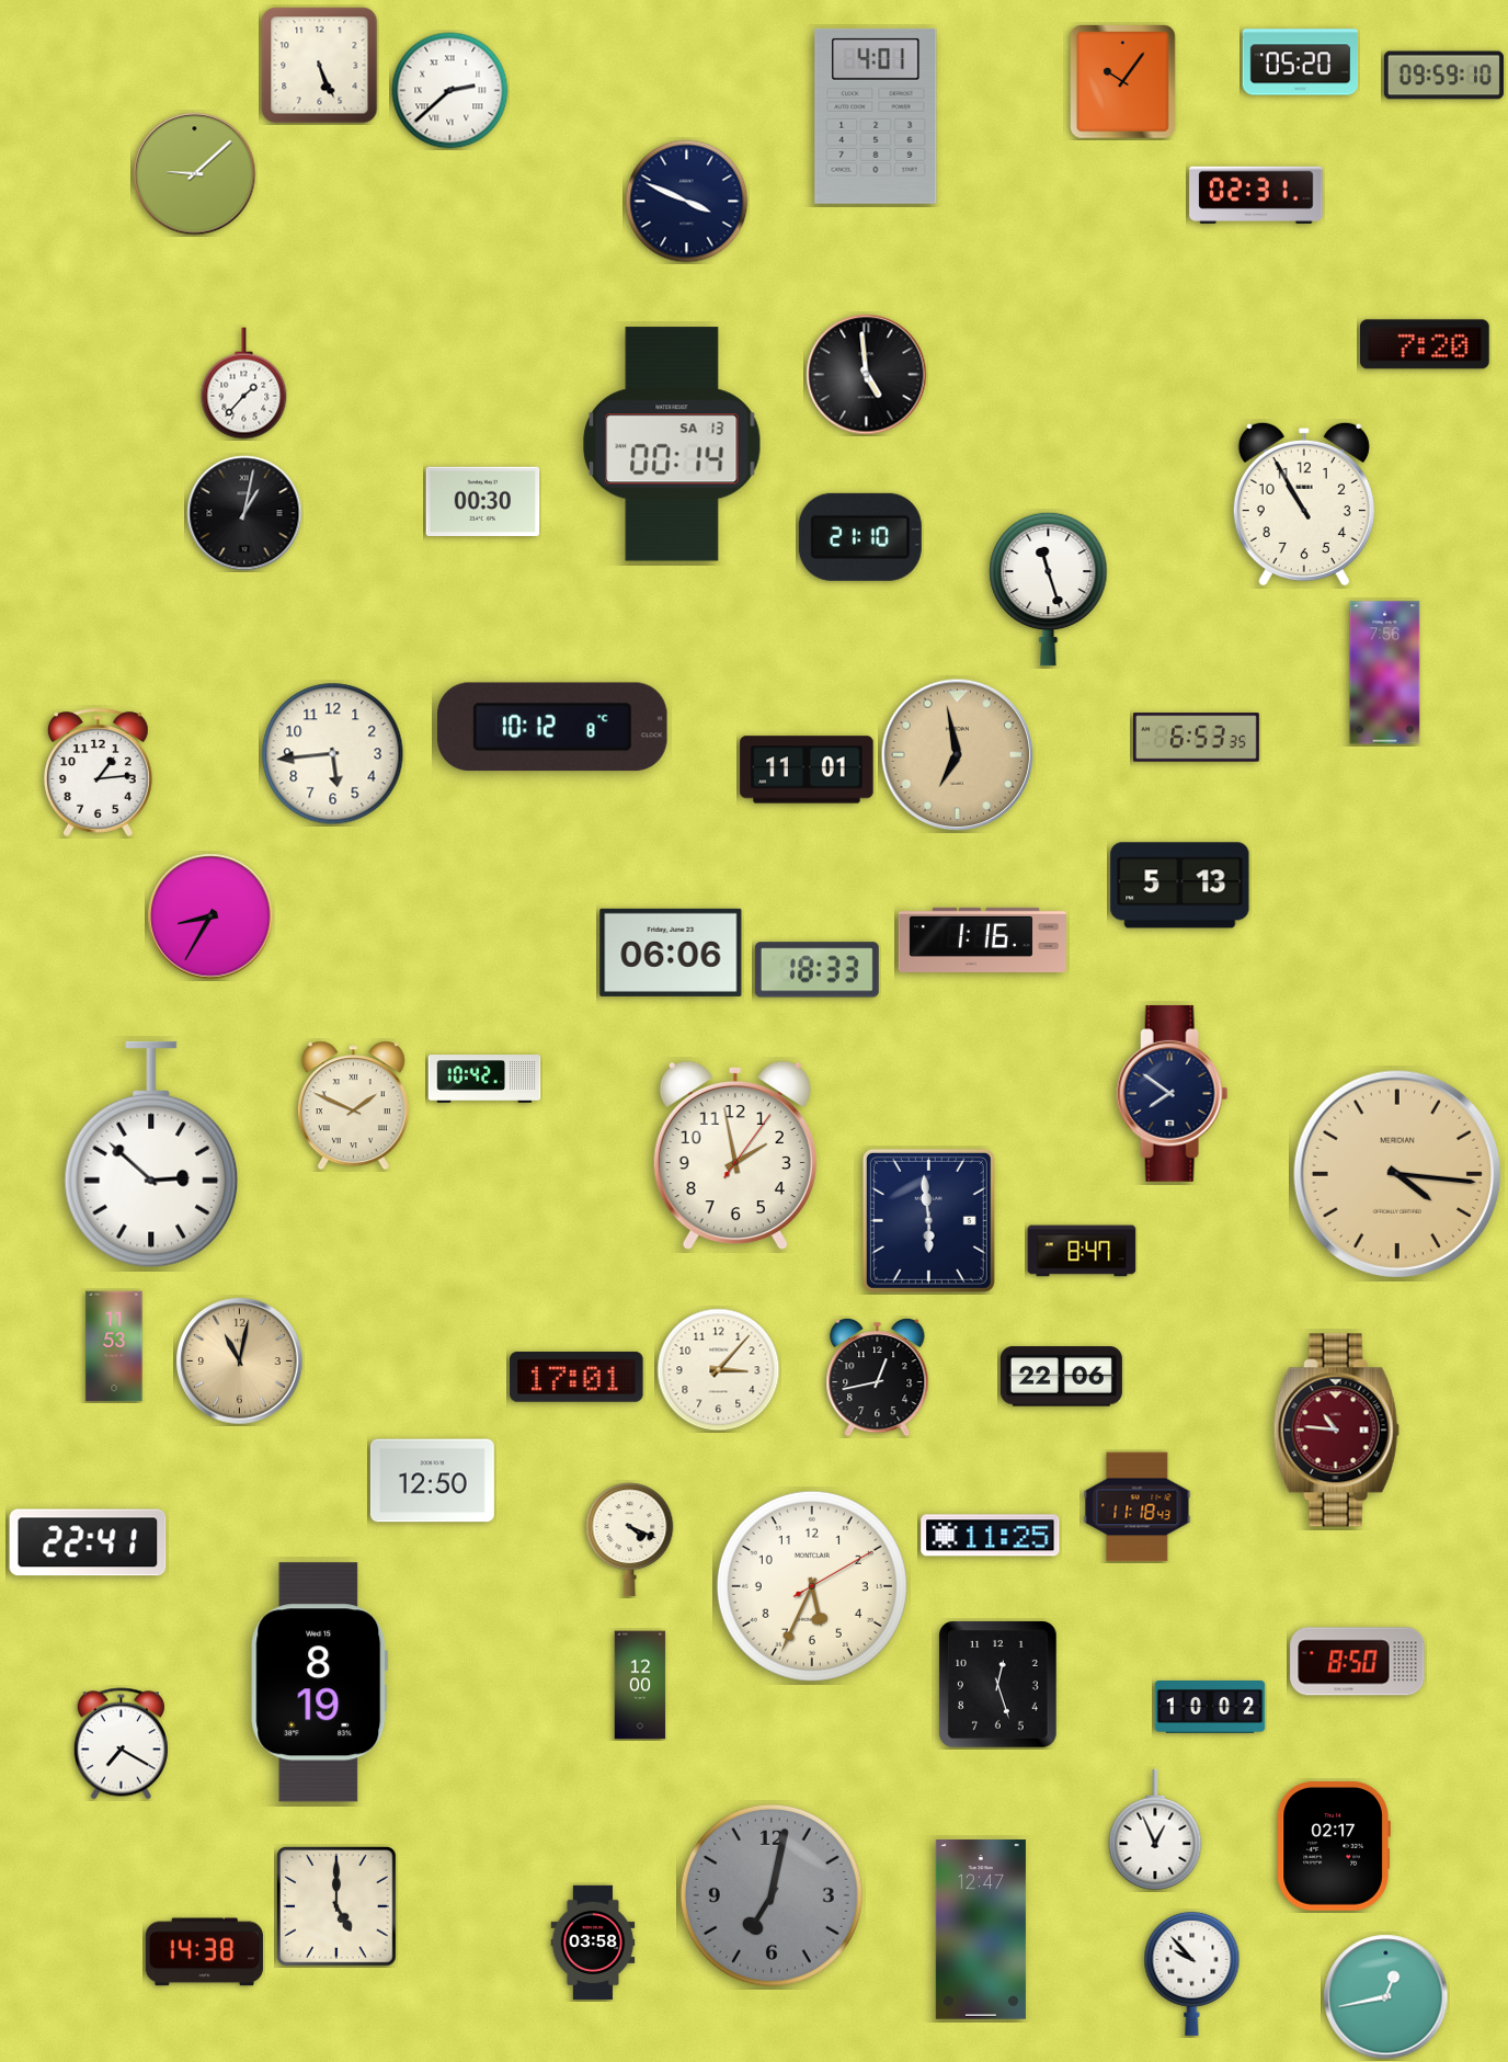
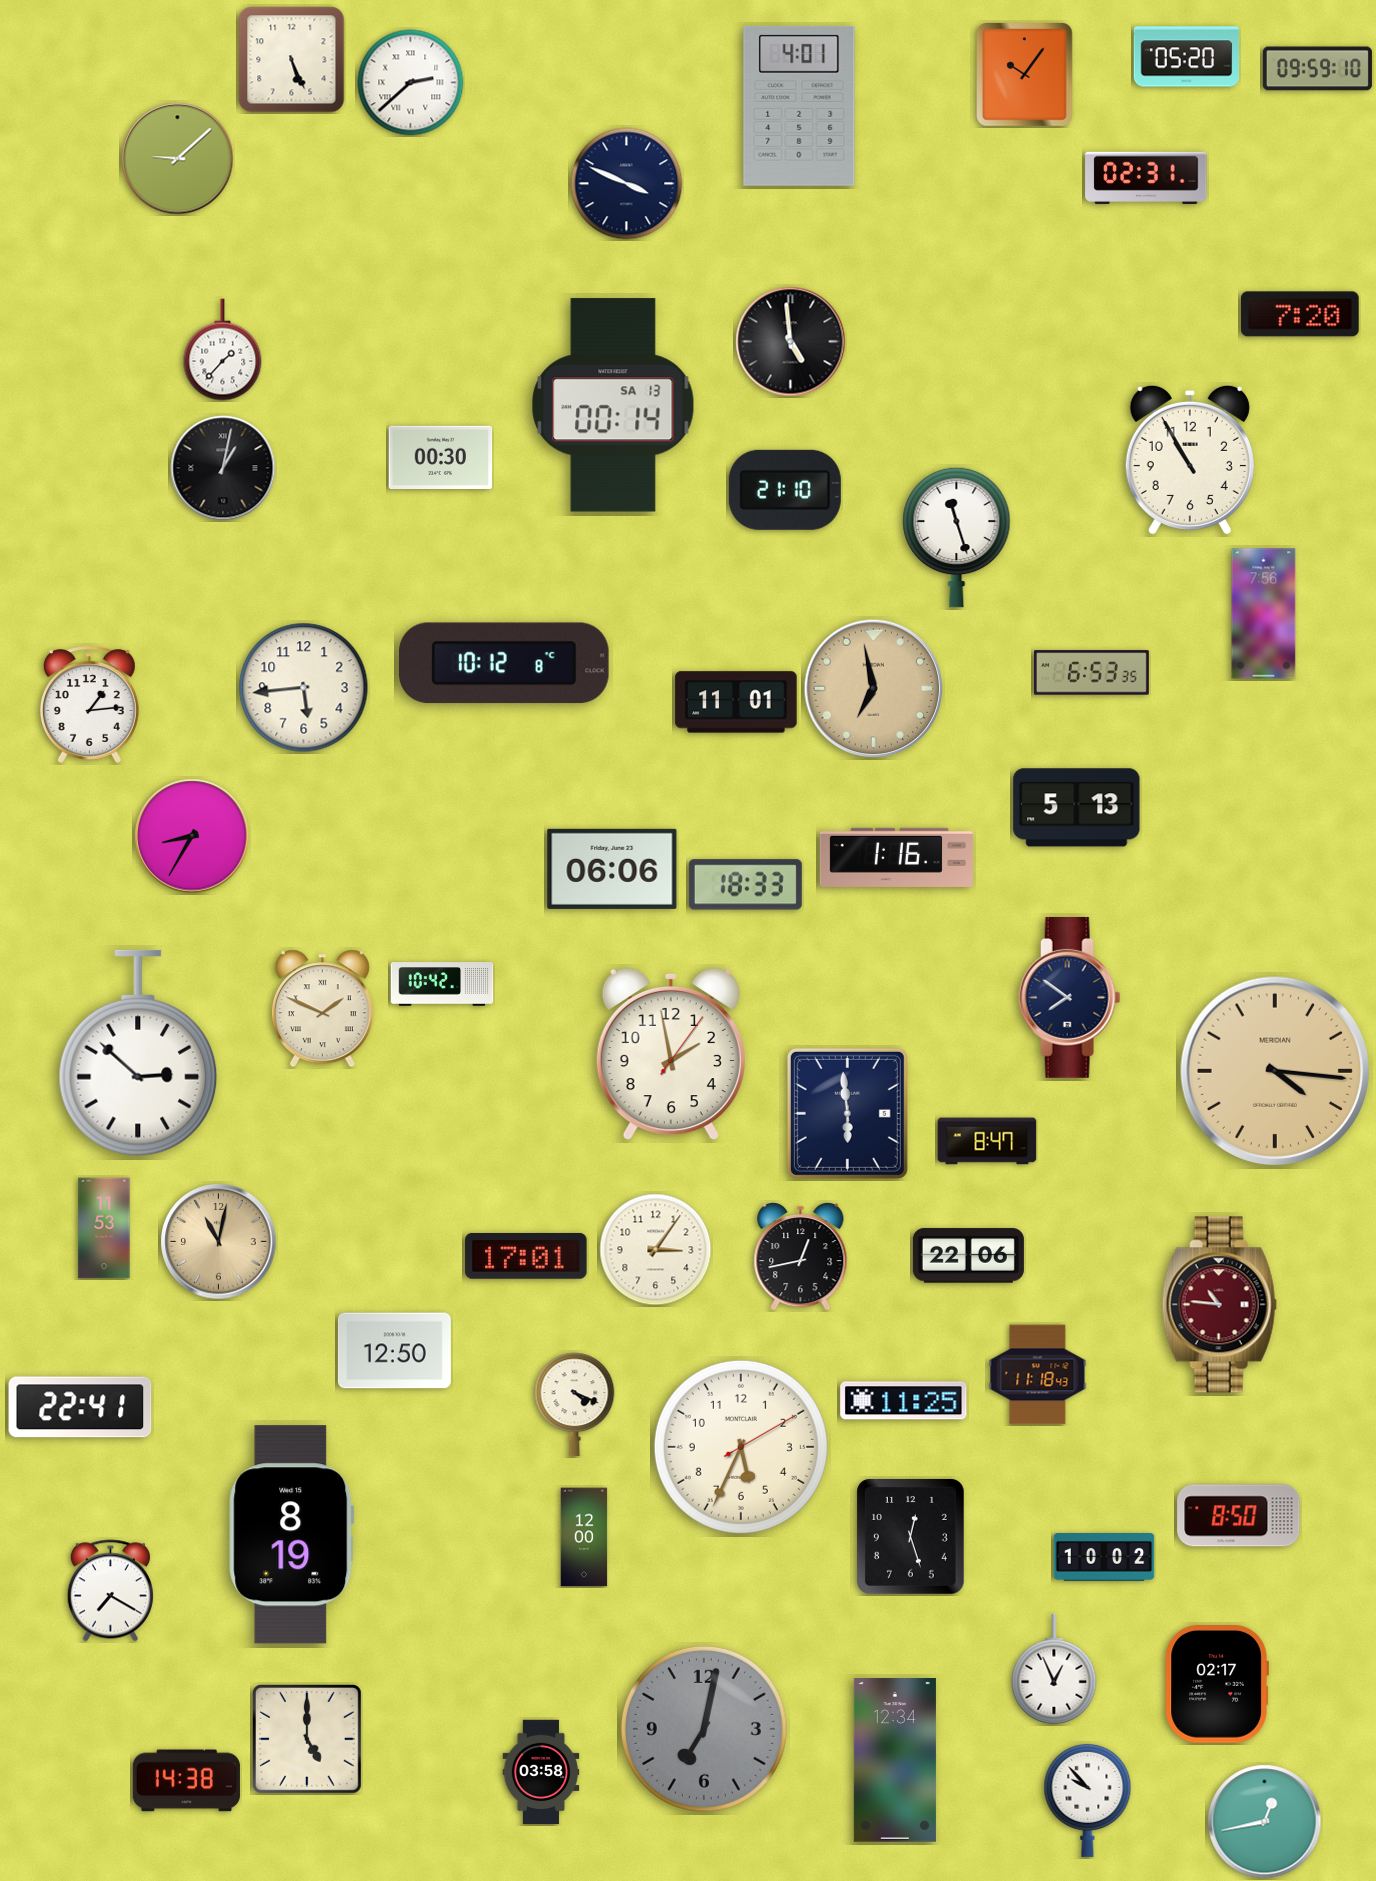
clock at (719, 1370): 3:07 -> 3:06
clock at (981, 1929): 12:47 -> 12:34
